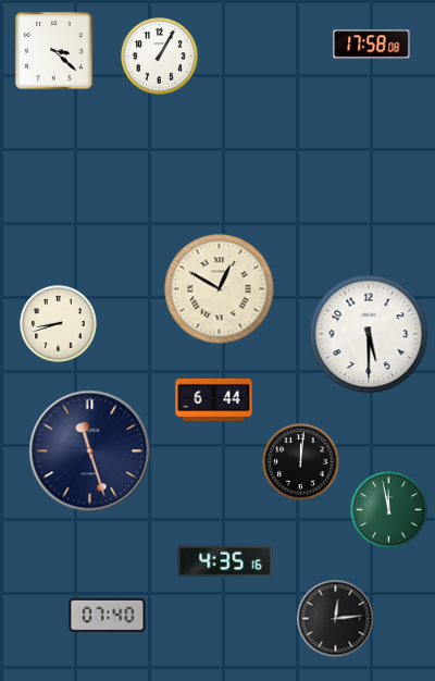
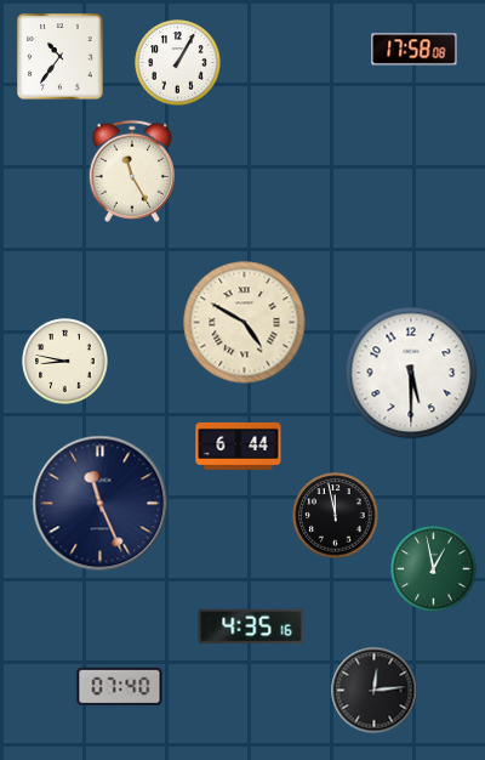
clock at (54, 51): 3:22 -> 10:36
clock at (132, 171): none -> 11:25
clock at (220, 289): 12:50 -> 4:50
clock at (59, 324): 8:42 -> 8:47
clock at (90, 451): 11:27 -> 11:26
clock at (301, 462): 12:01 -> 11:58
clock at (389, 510): 11:58 -> 12:58
